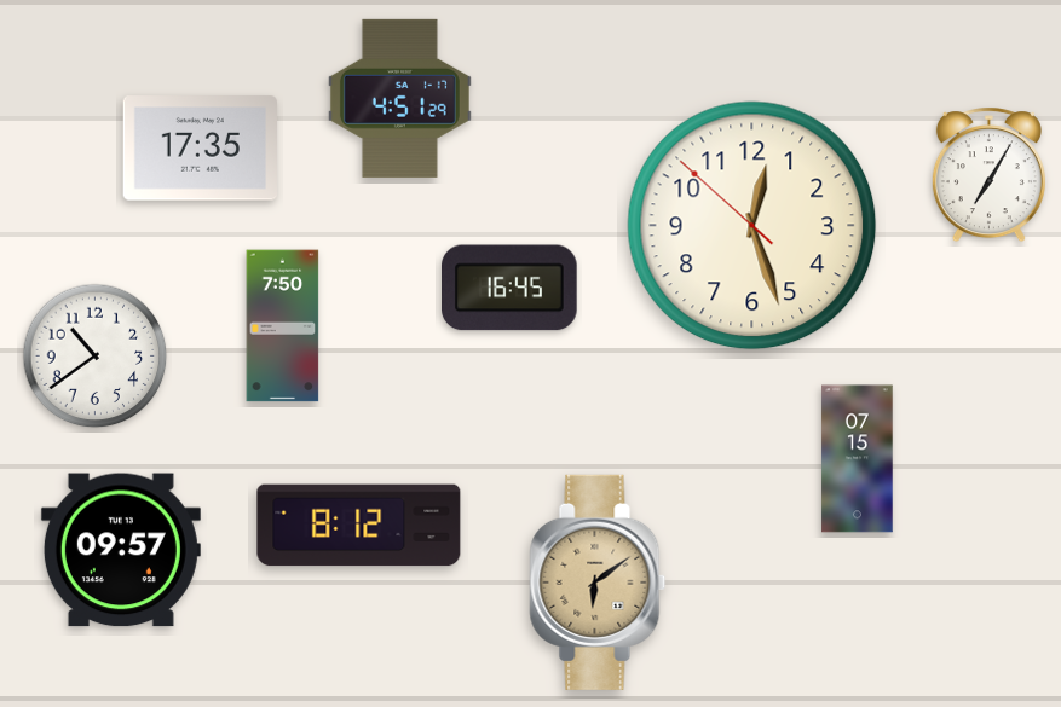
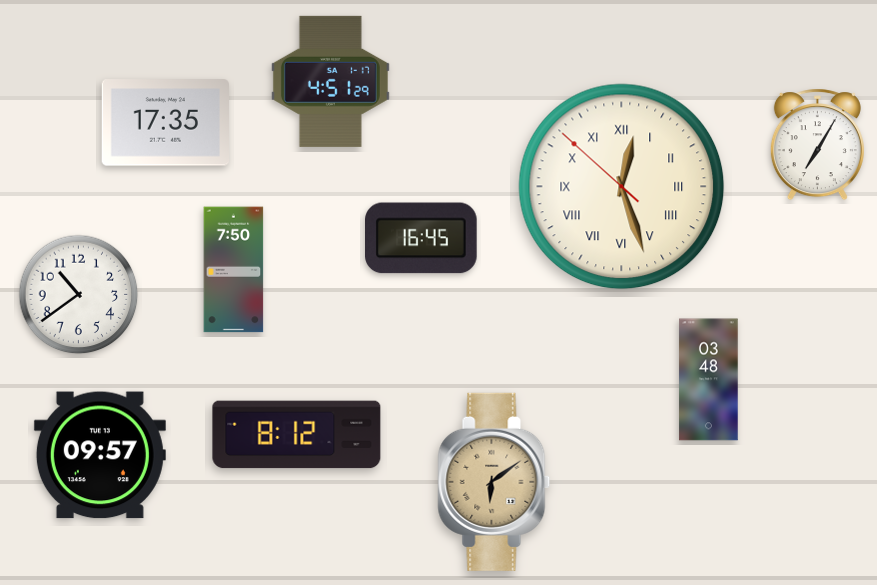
clock at (752, 226) numerals: Arabic -> Roman
clock at (858, 459): 07:15 -> 03:48
